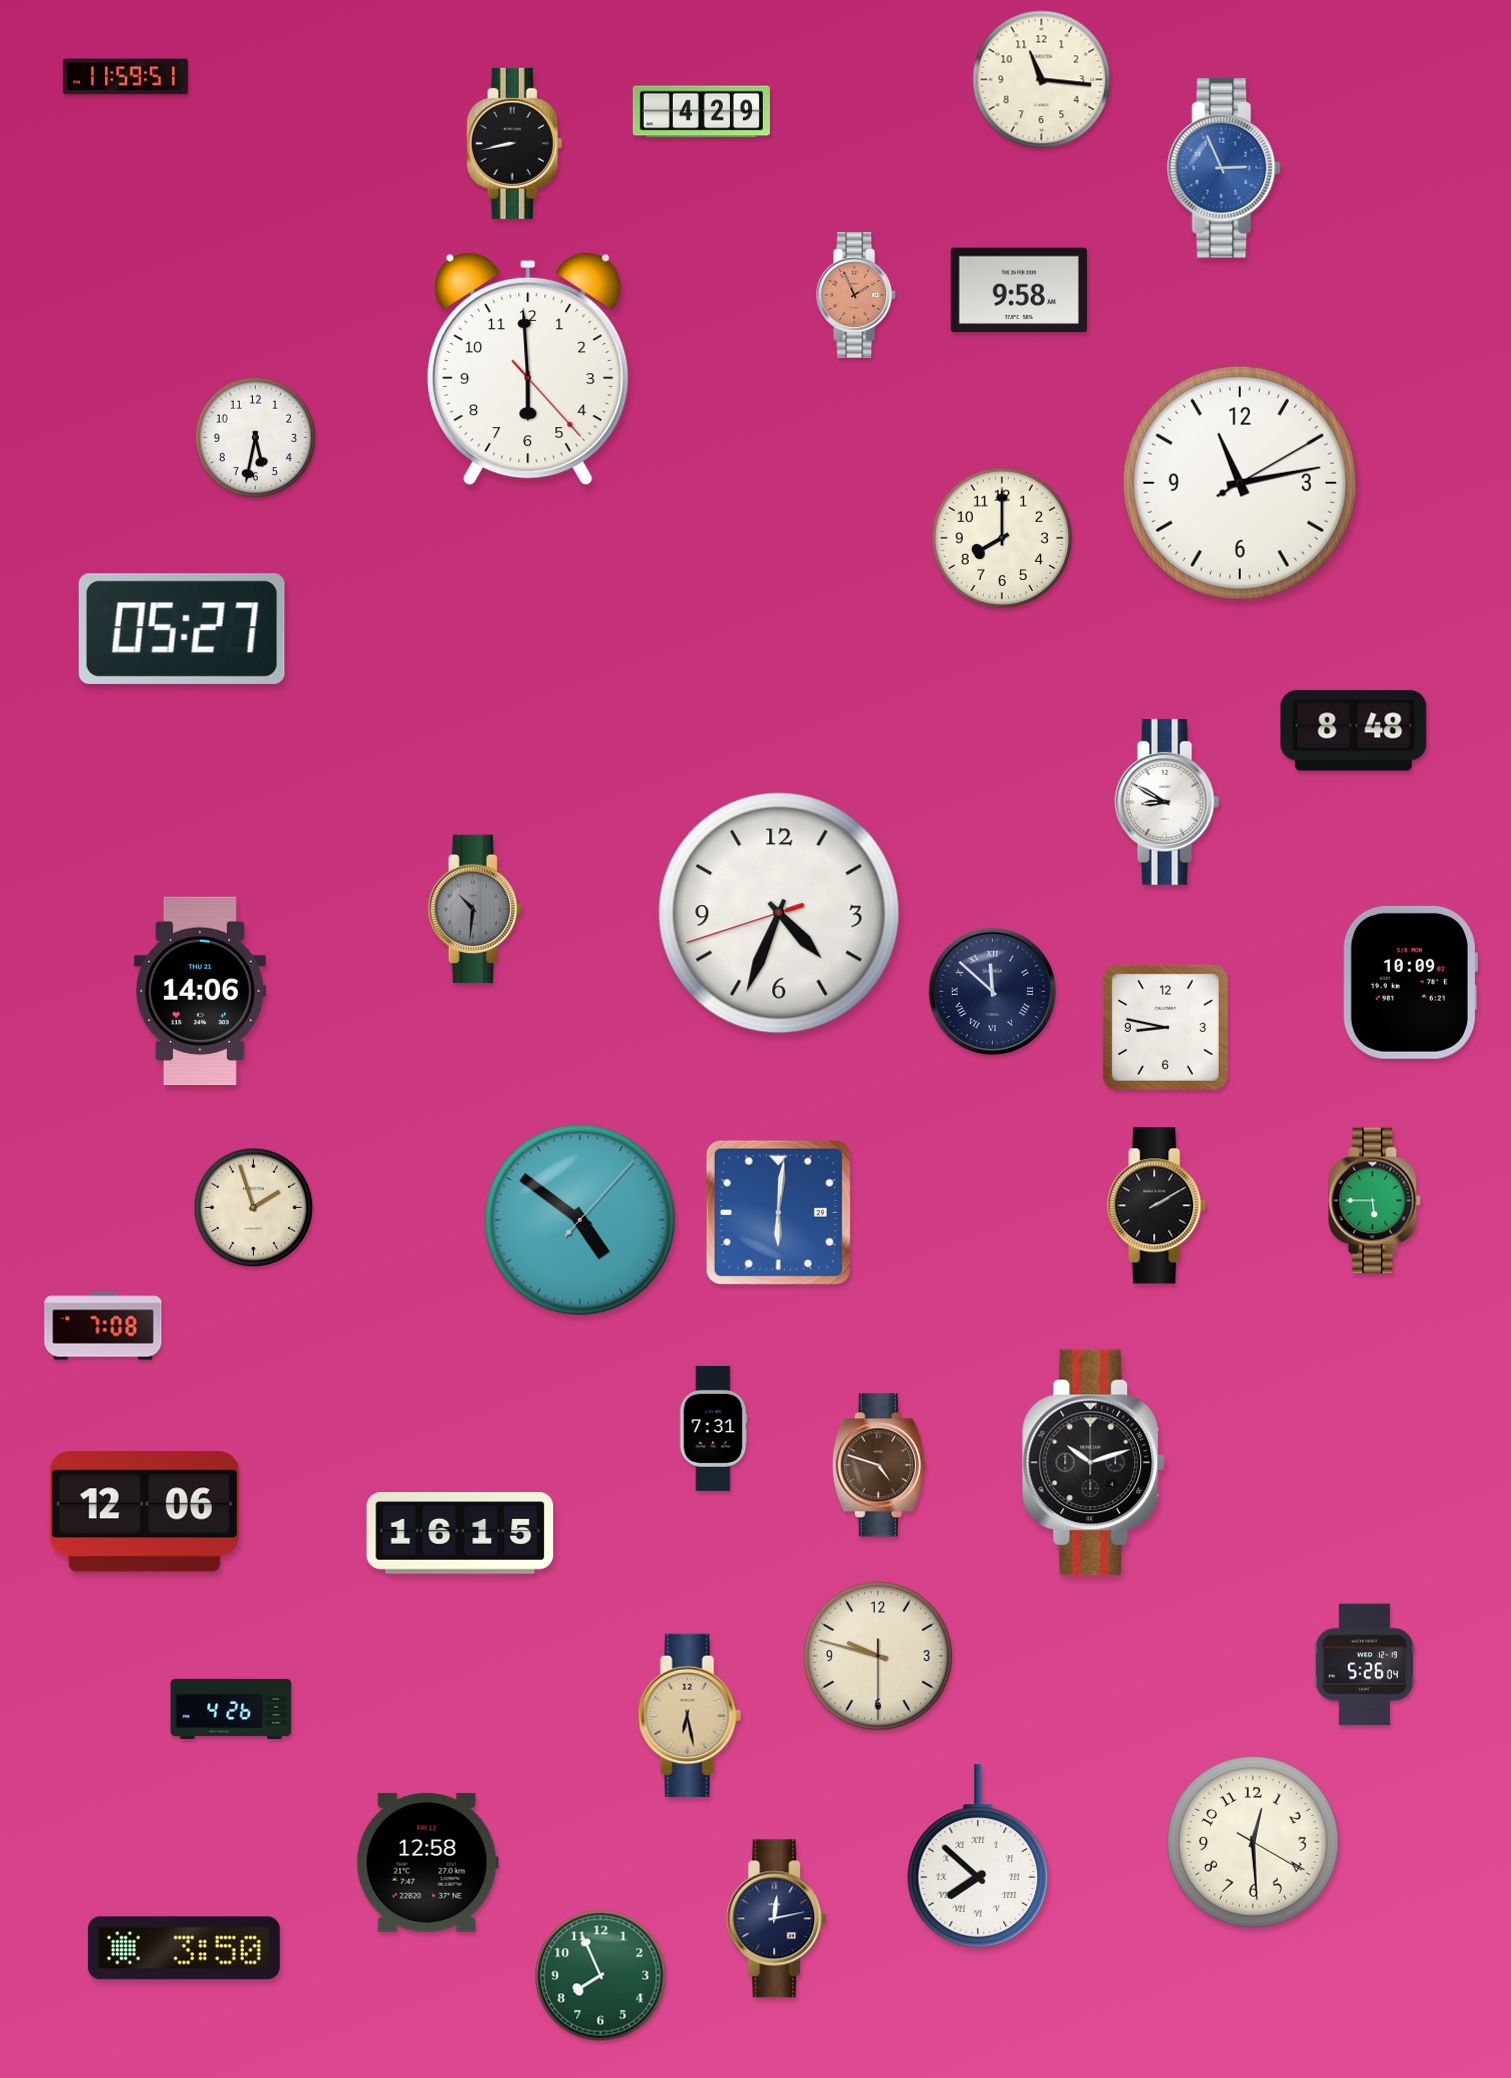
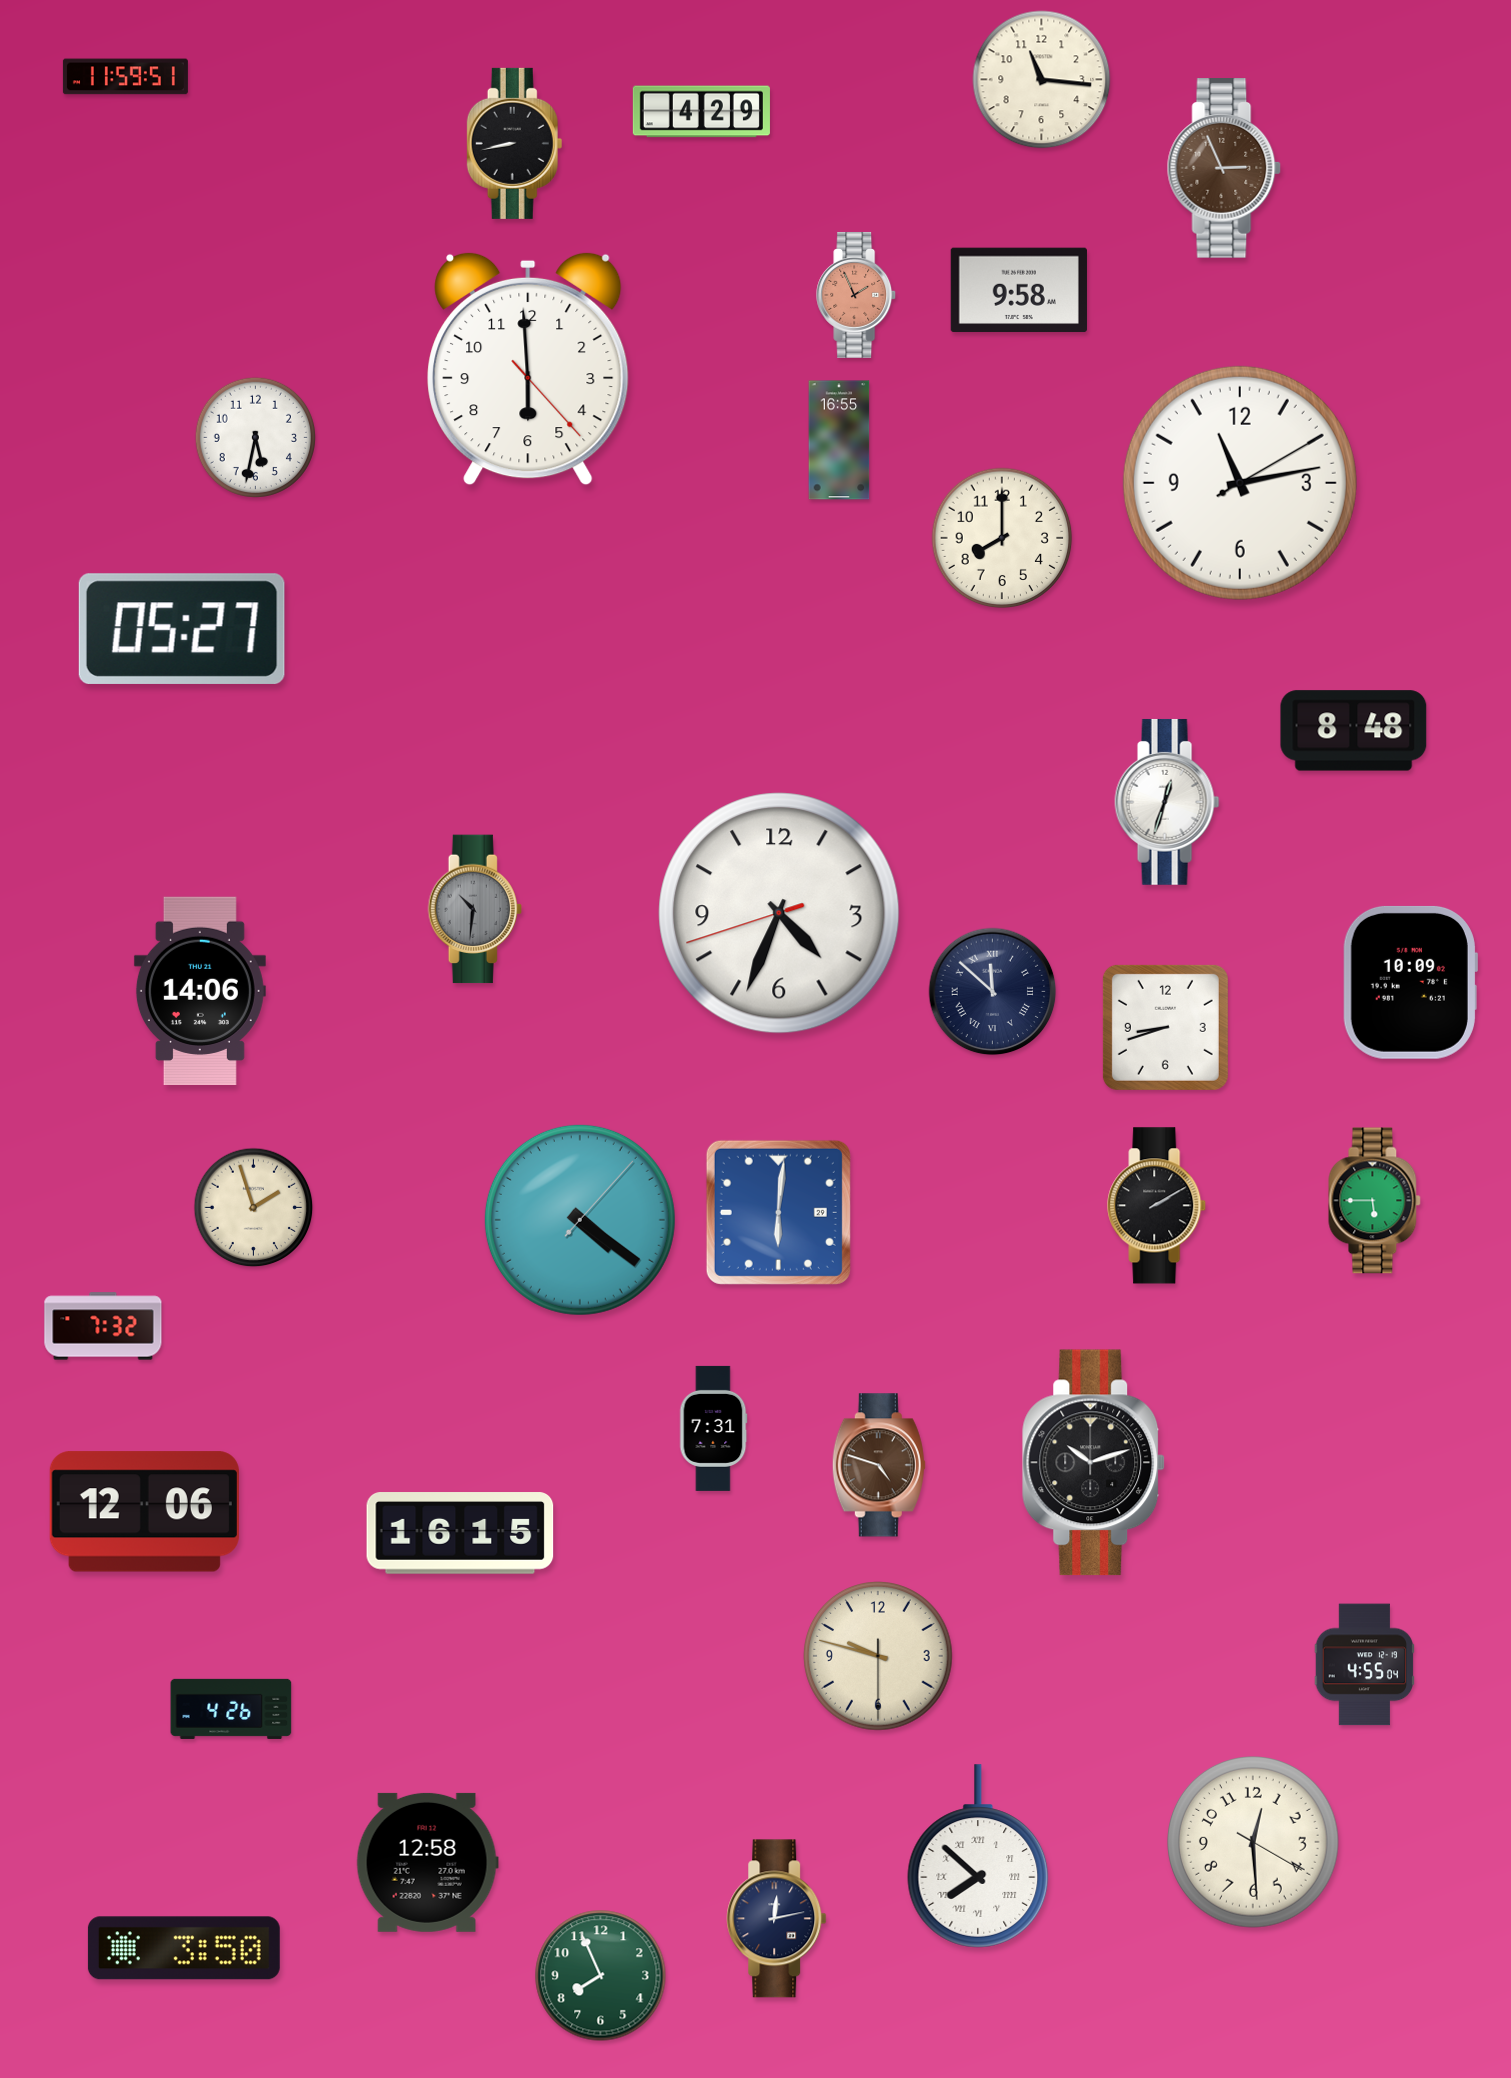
clock at (1224, 169) dial: blue -> brown
clock at (839, 440): none -> 16:55
clock at (1167, 802): 8:50 -> 12:33
clock at (1165, 1027): 8:47 -> 8:42
clock at (580, 1220): 4:51 -> 4:21
clock at (103, 1326): 7:08 -> 7:32
clock at (1365, 1665): 5:26 -> 4:55
clock at (689, 1715): 6:28 -> none
